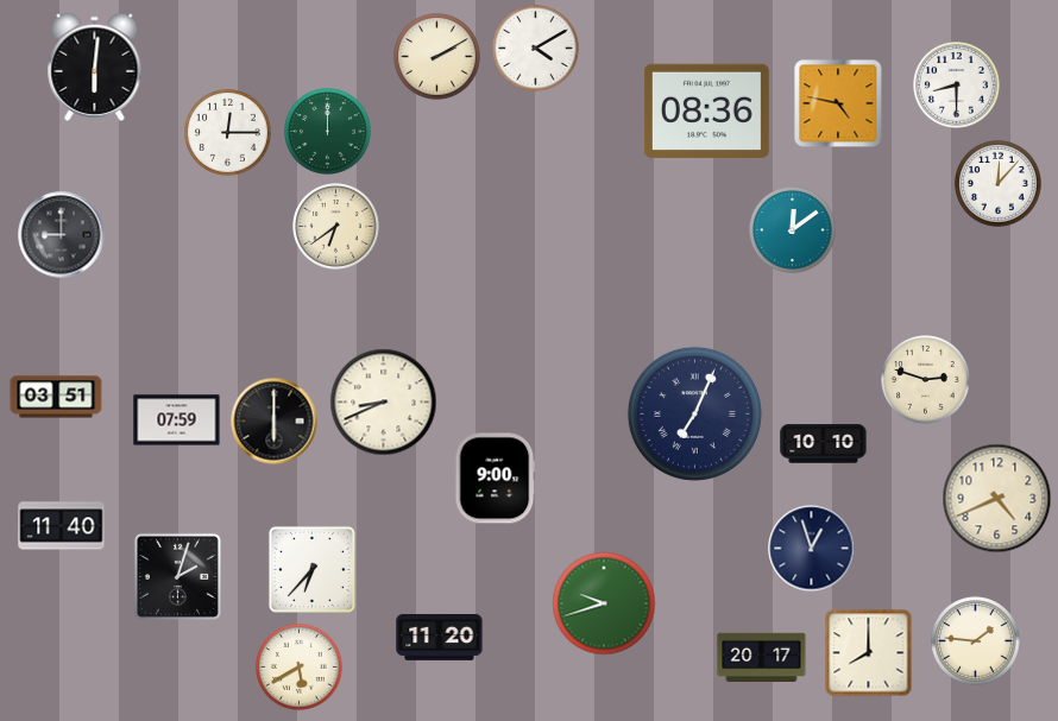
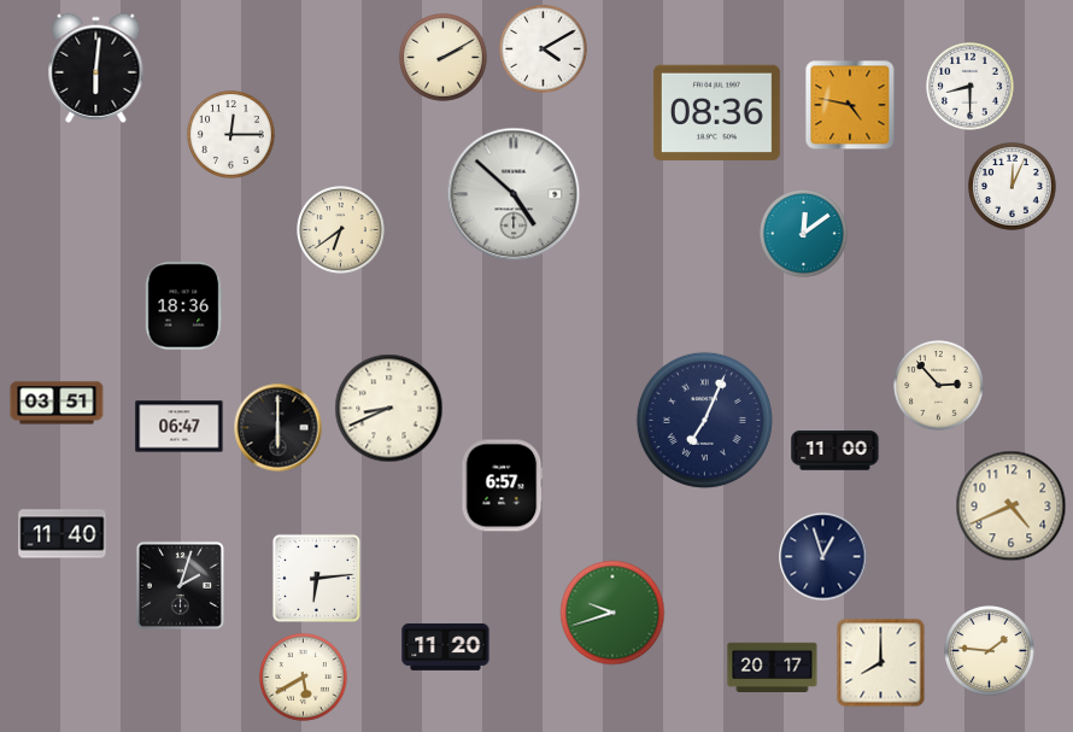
clock at (328, 132): 12:00 -> none
clock at (999, 184): 12:07 -> 12:04
clock at (514, 194): none -> 4:52
clock at (62, 235): 9:00 -> none
clock at (183, 306): none -> 18:36
clock at (926, 380): 2:48 -> 2:53
clock at (177, 420): 07:59 -> 06:47
clock at (824, 444): 10:10 -> 11:00
clock at (496, 479): 9:00 -> 6:57
clock at (311, 569): 6:37 -> 6:14
